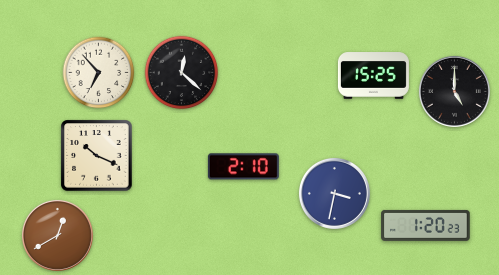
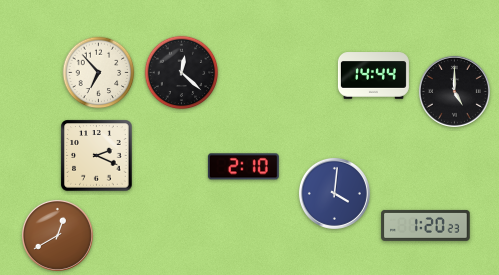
clock at (373, 76): 15:25 -> 14:44
clock at (97, 156): 10:19 -> 2:19
clock at (334, 193): 3:32 -> 4:01
